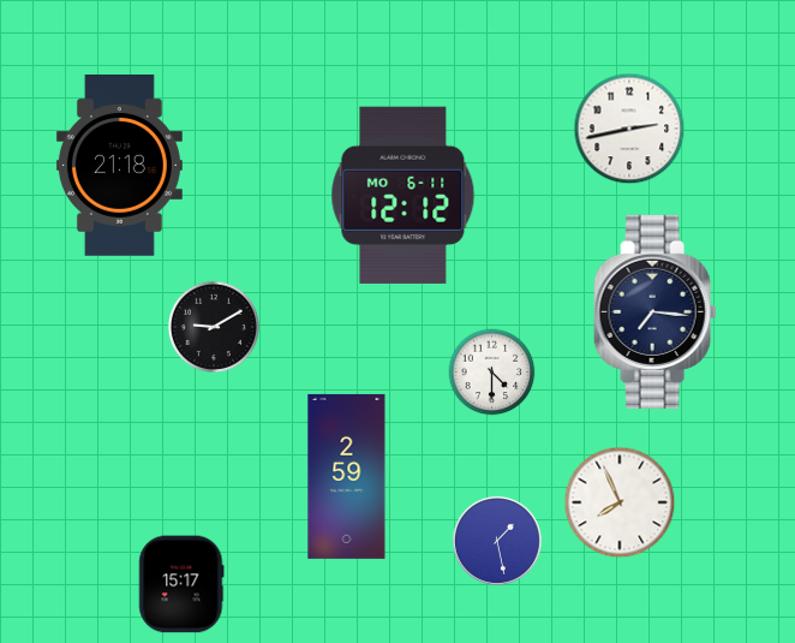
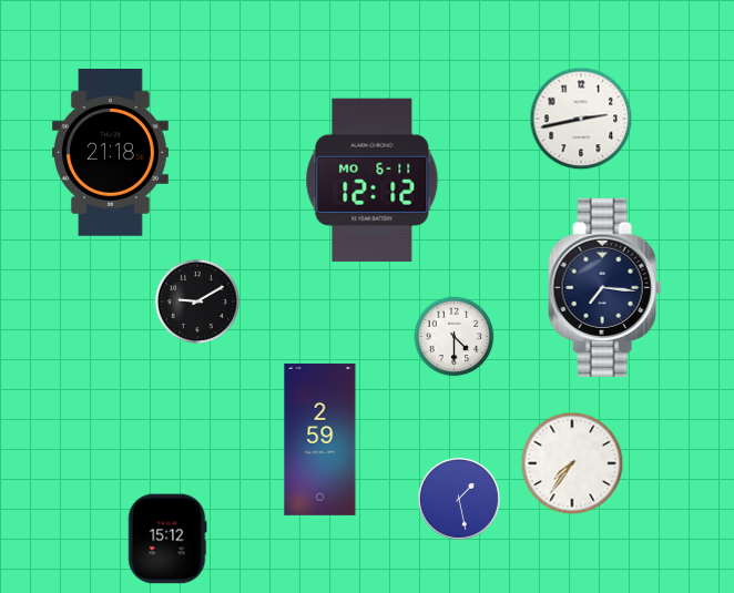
clock at (492, 373) position: (492, 373) -> (455, 337)
clock at (620, 502): 7:56 -> 7:36
clock at (181, 584): 15:17 -> 15:12
